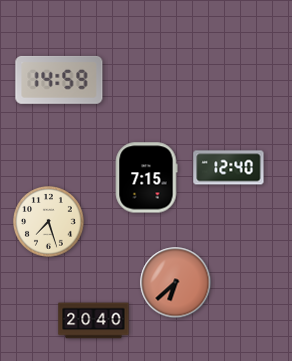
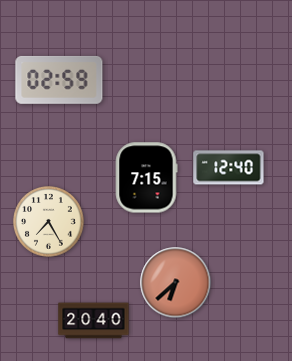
clock at (59, 80): 14:59 -> 02:59
clock at (49, 222): 7:27 -> 7:25
